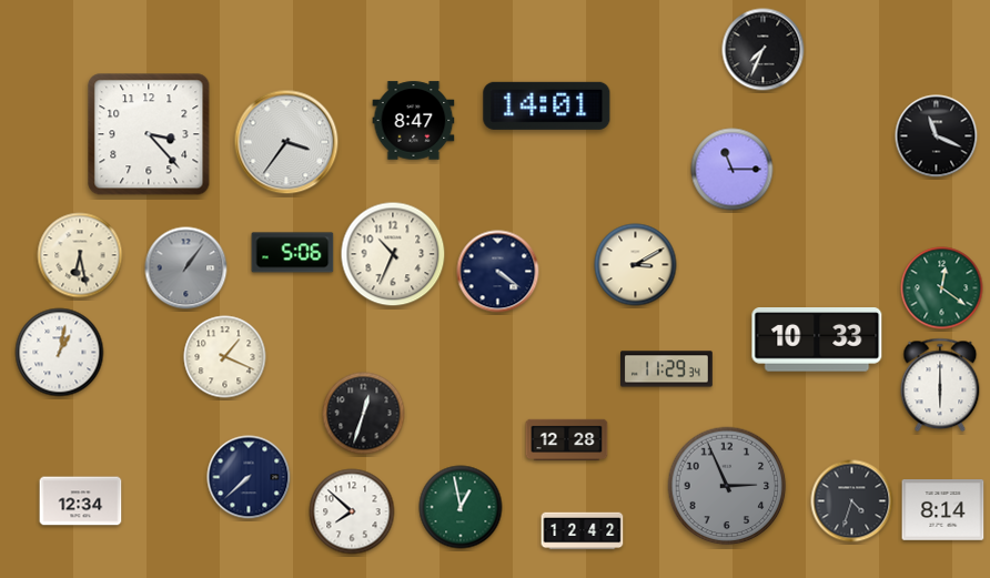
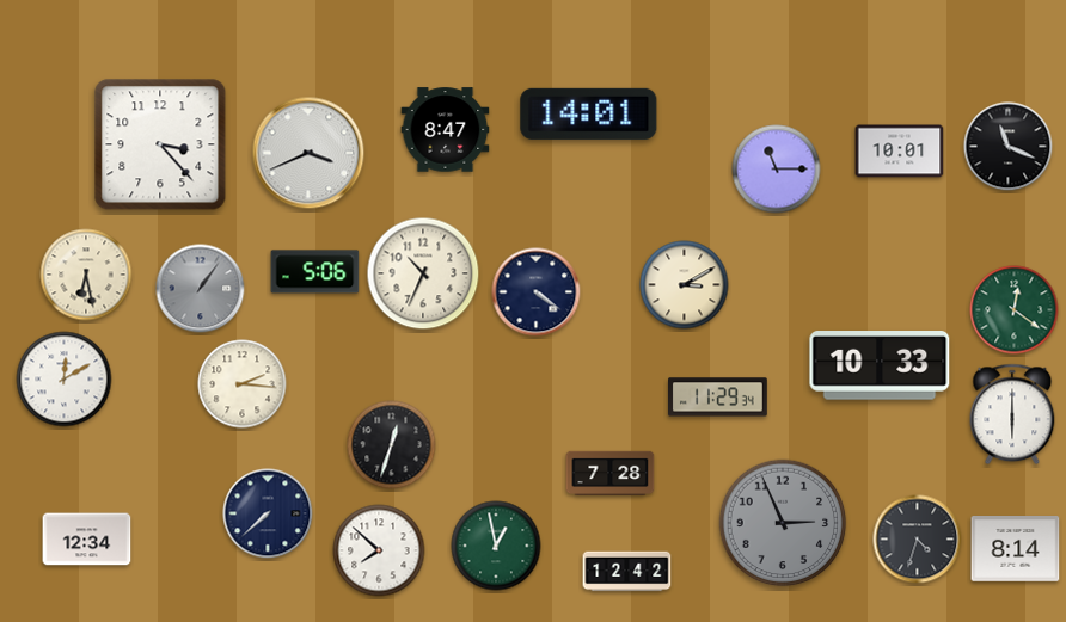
clock at (764, 50): 7:34 -> none
clock at (900, 152): none -> 10:01
clock at (286, 142): 3:36 -> 3:41
clock at (733, 170) position: (733, 170) -> (777, 170)
clock at (60, 353): 1:02 -> 12:10
clock at (225, 357): 1:19 -> 2:16
clock at (567, 440): 12:28 -> 7:28
